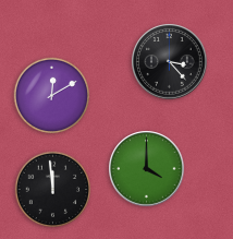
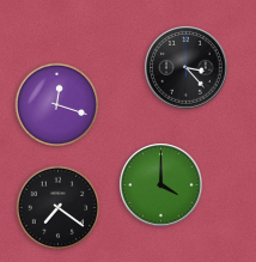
clock at (52, 96): 12:10 -> 12:18
clock at (53, 190): 11:59 -> 7:21
